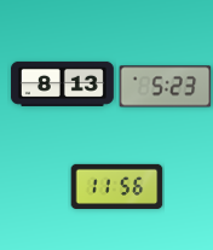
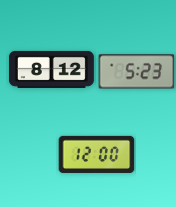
clock at (62, 83): 8:13 -> 8:12
clock at (117, 186): 11:56 -> 12:00
